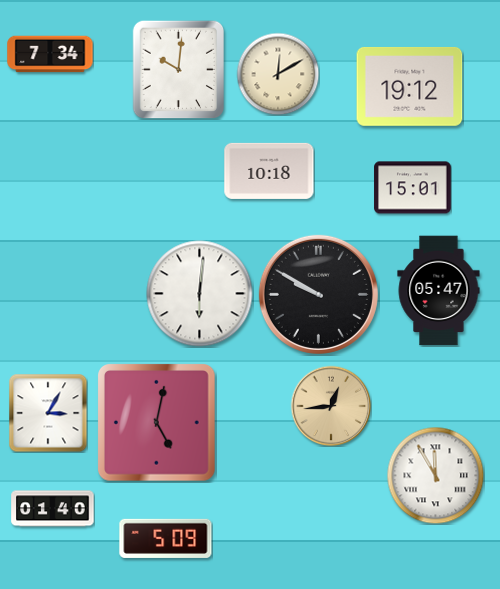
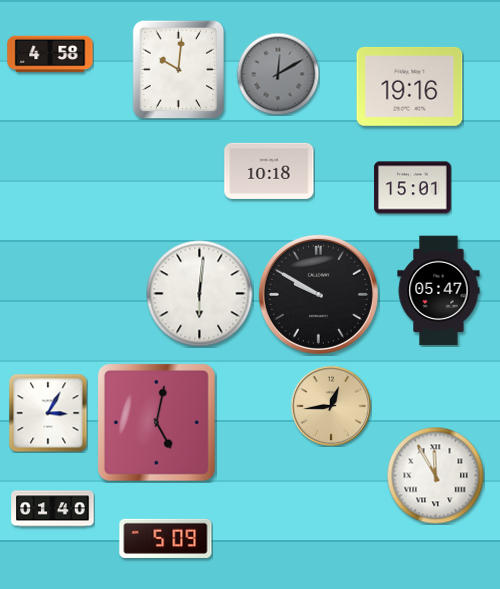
clock at (50, 54): 7:34 -> 4:58
clock at (278, 74) dial: cream -> grey
clock at (410, 86): 19:12 -> 19:16
